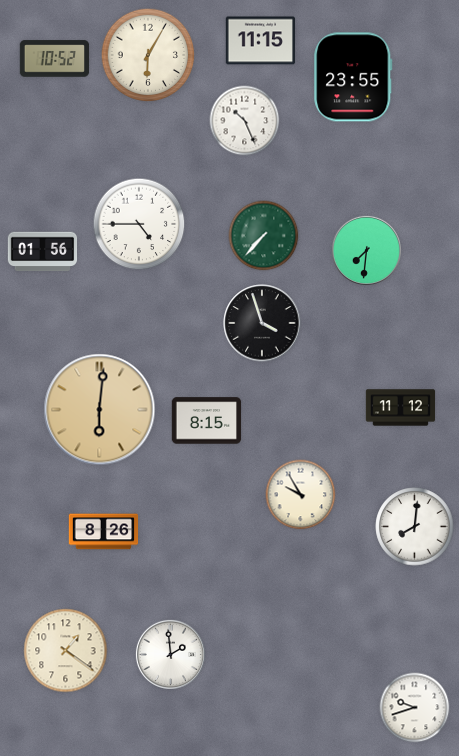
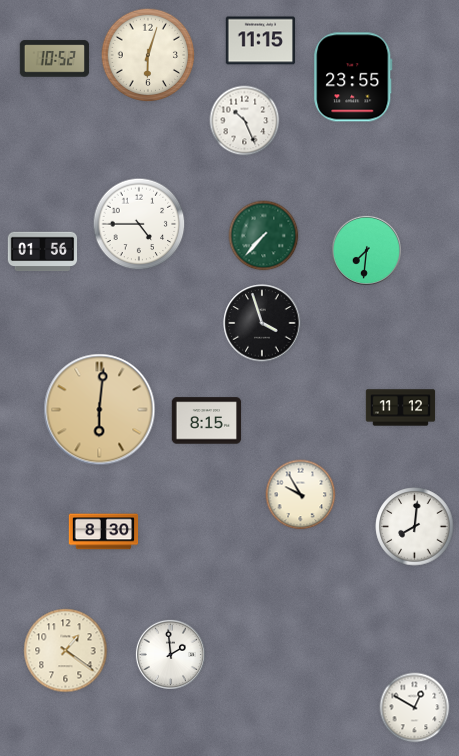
clock at (148, 55): 6:05 -> 6:03
clock at (104, 532): 8:26 -> 8:30
clock at (415, 708): 9:42 -> 12:50
